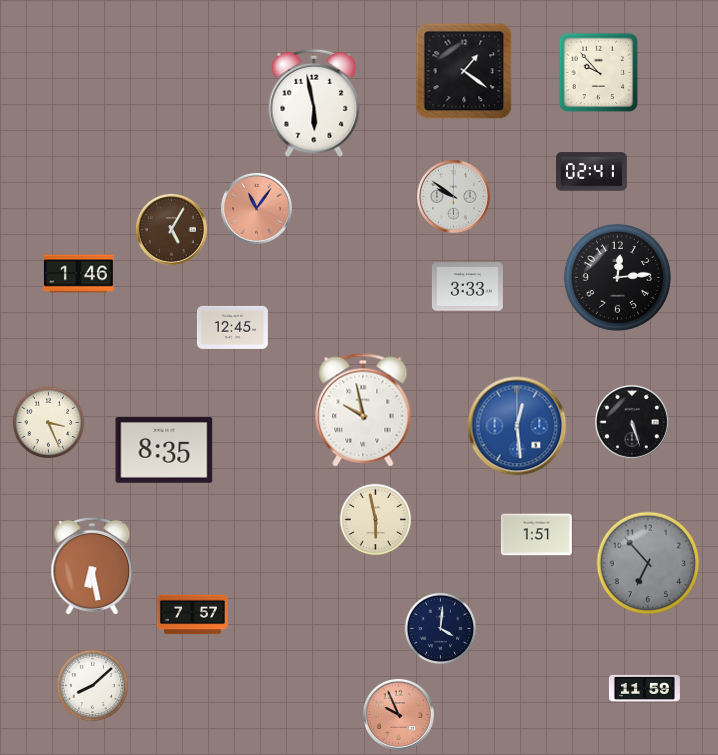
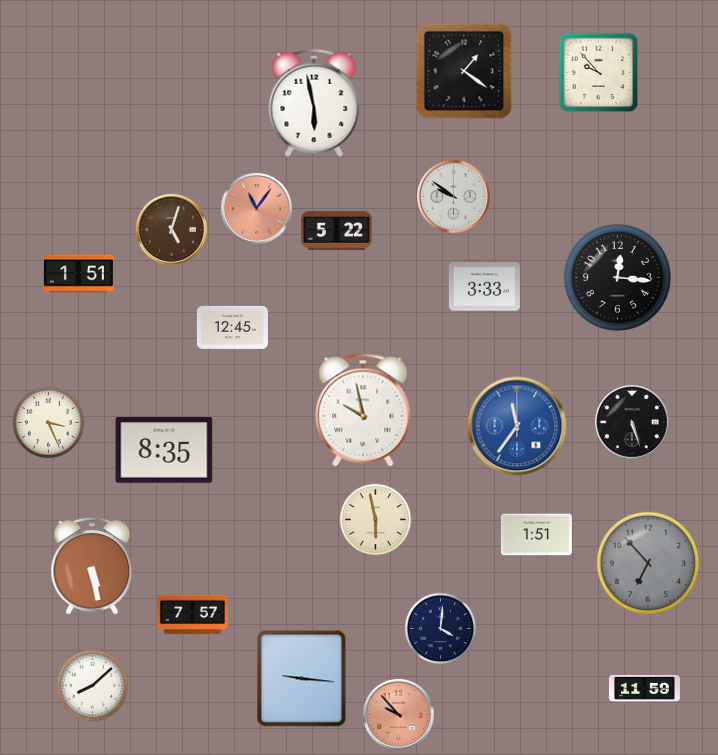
clock at (591, 172): 02:41 -> none
clock at (171, 229): 5:05 -> 5:03
clock at (336, 231): none -> 5:22
clock at (78, 274): 1:46 -> 1:51
clock at (617, 277): 12:14 -> 12:16
clock at (467, 287) position: (467, 287) -> (484, 287)
clock at (517, 426): 12:29 -> 11:36
clock at (92, 565): 6:28 -> 5:28
clock at (302, 679): none -> 9:16
clock at (398, 714): 9:56 -> 9:53
